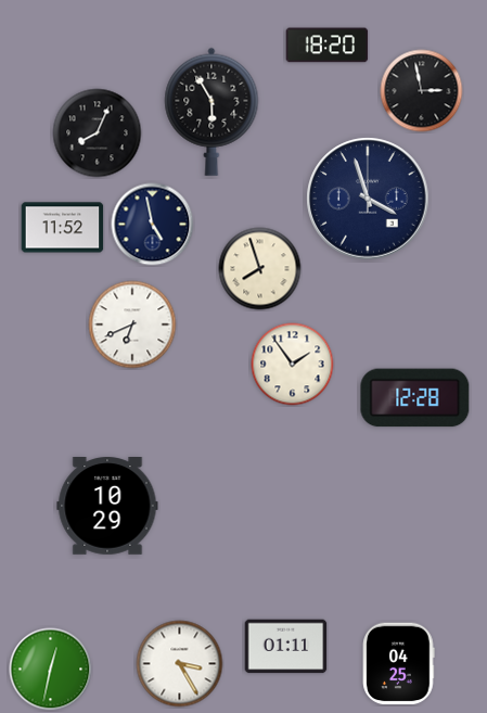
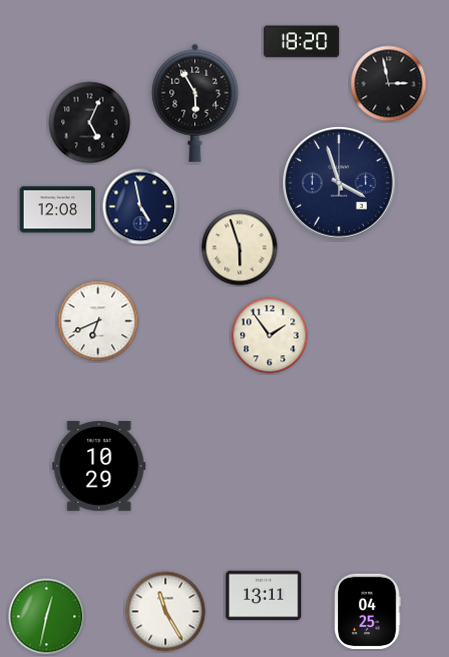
clock at (98, 133): 8:04 -> 5:04
clock at (63, 228): 11:52 -> 12:08
clock at (260, 269): 7:57 -> 5:57
clock at (132, 324) position: (132, 324) -> (98, 321)
clock at (415, 398): 12:28 -> none
clock at (286, 647): 01:11 -> 13:11
clock at (180, 664): 3:25 -> 11:25
